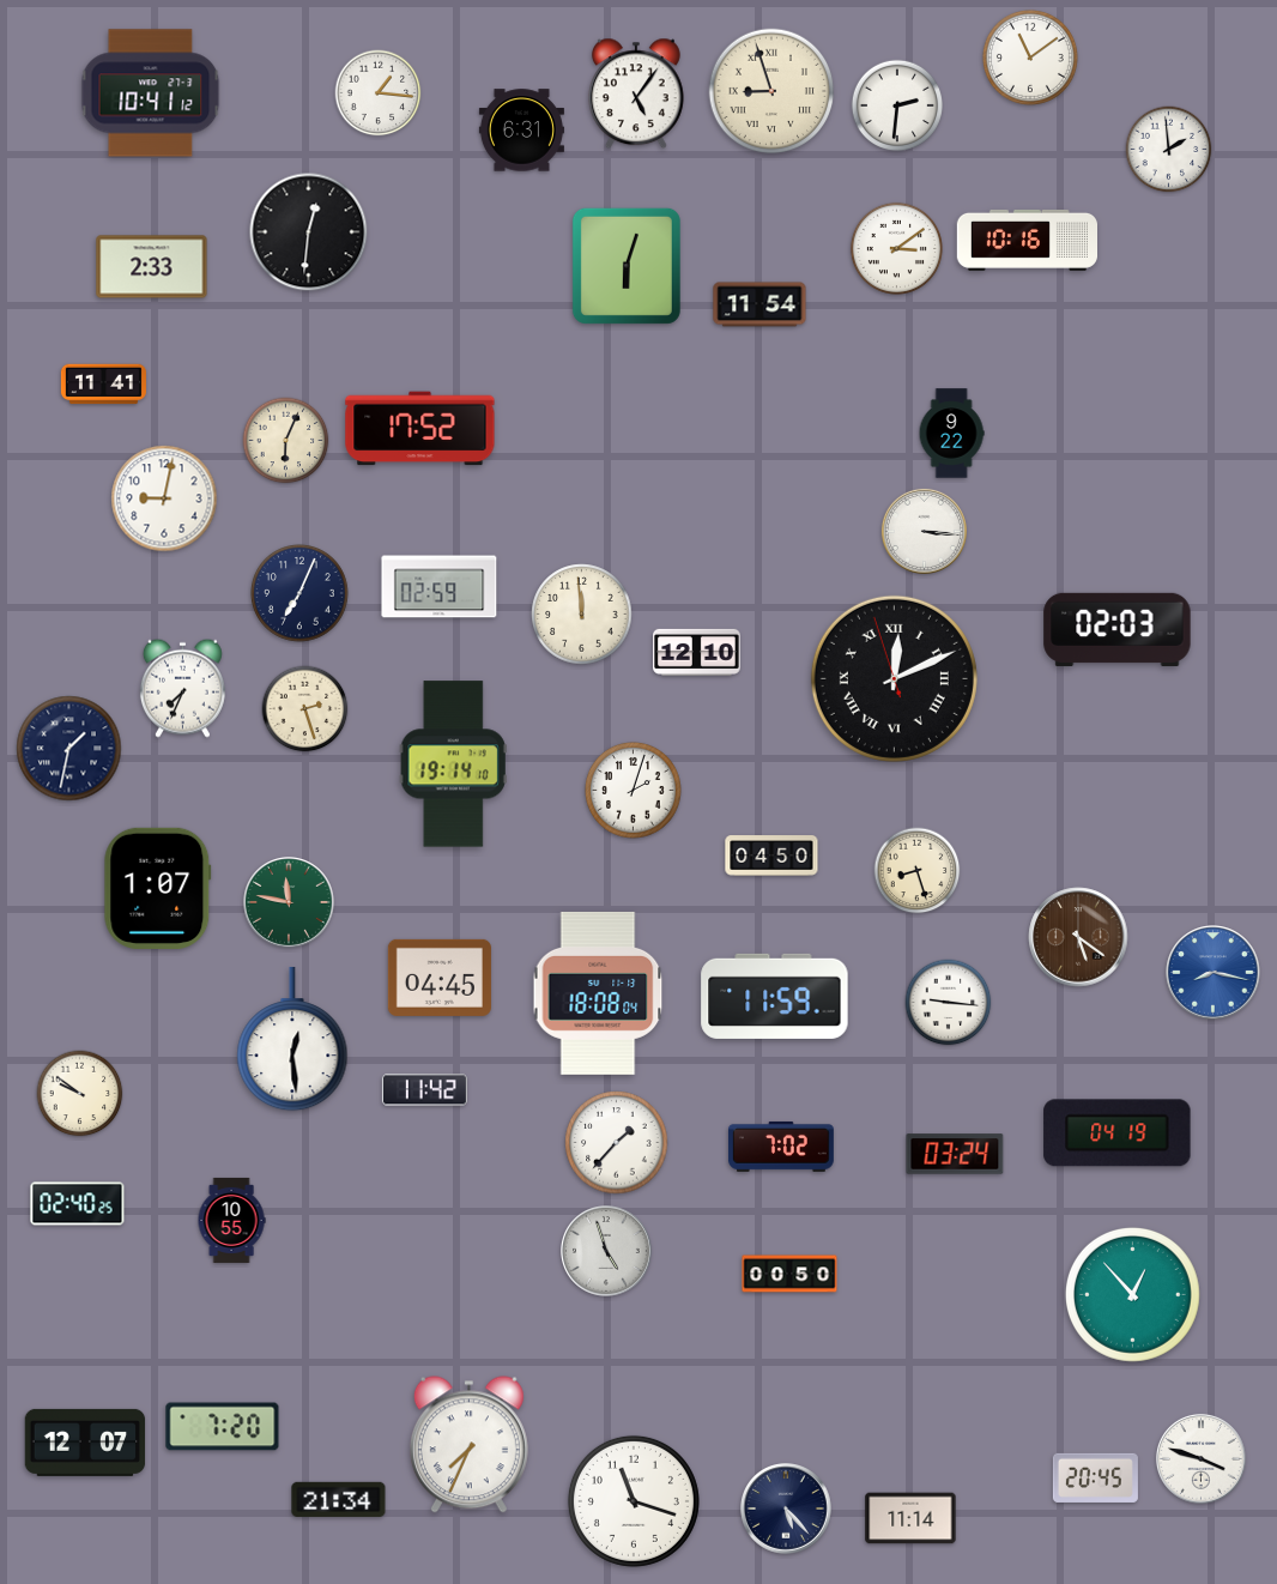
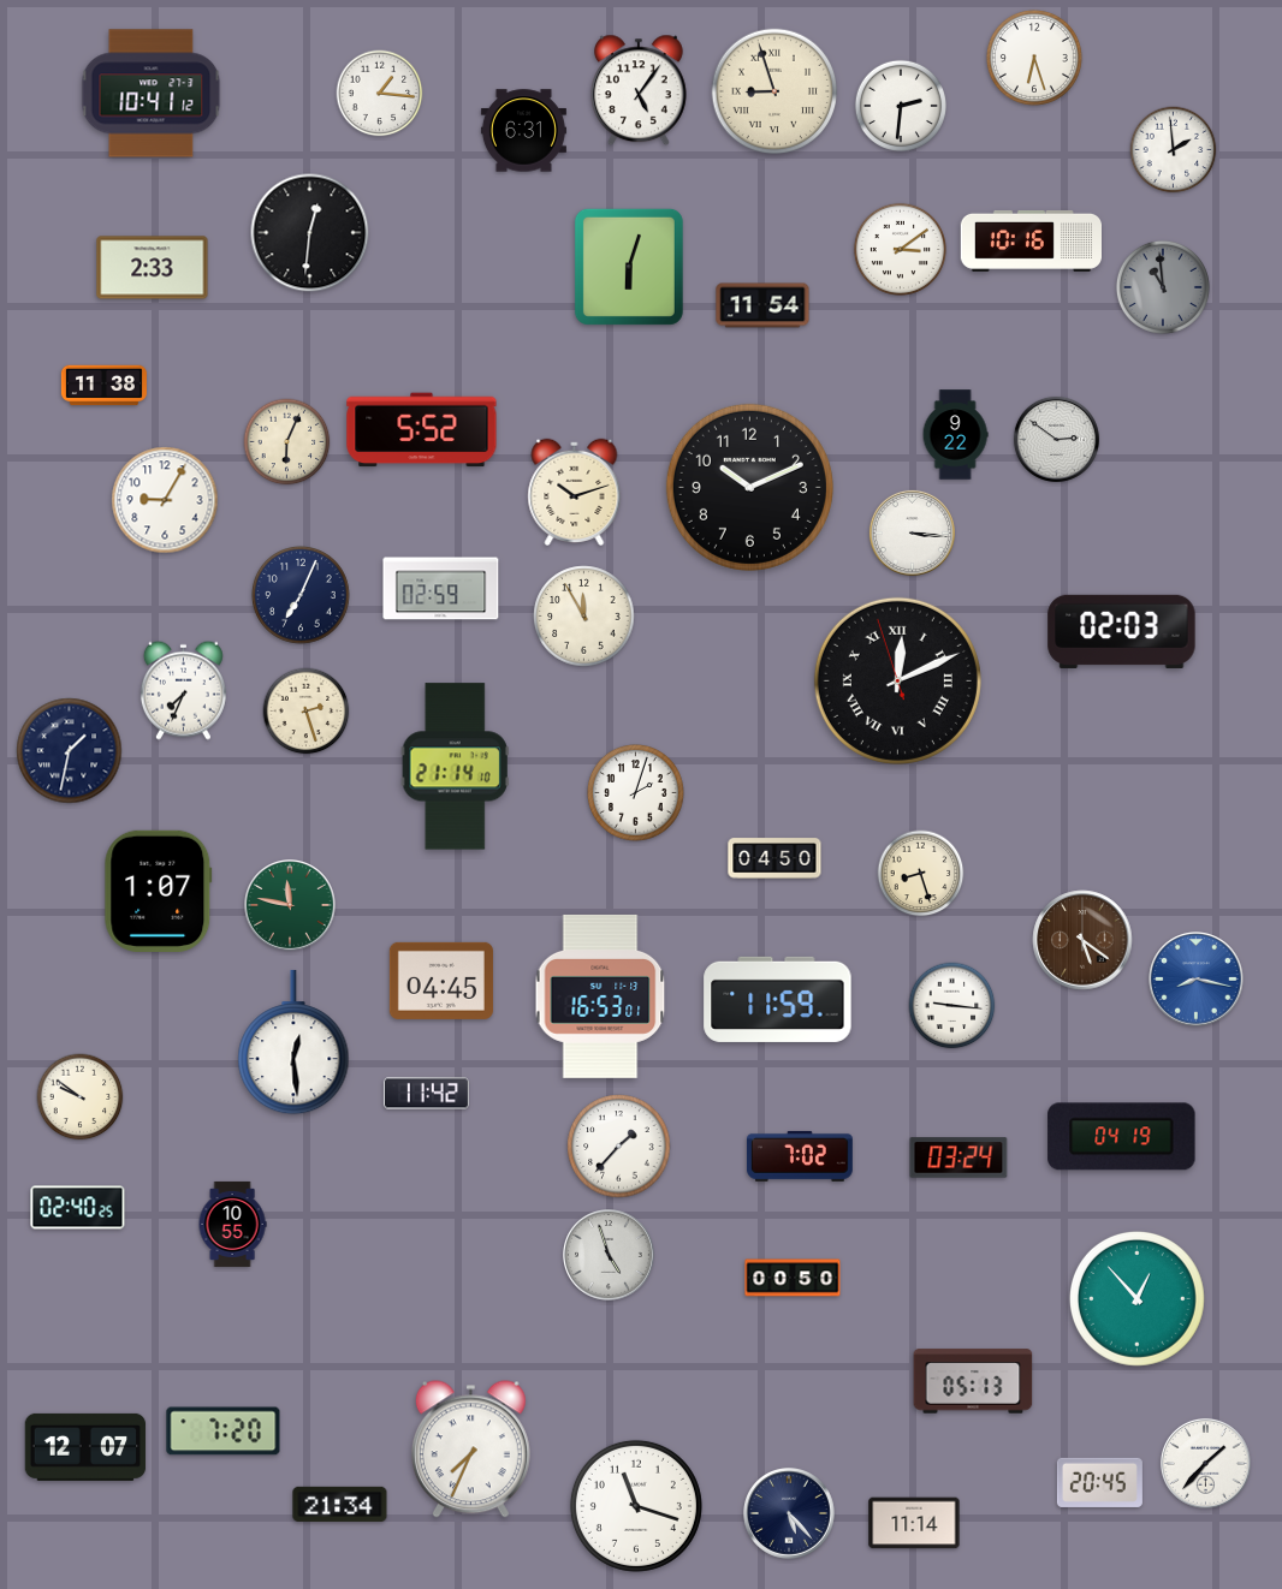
clock at (1030, 58): 11:09 -> 6:27
clock at (636, 93) position: (636, 93) -> (639, 90)
clock at (1163, 287): none -> 10:59
clock at (103, 385): 11:41 -> 11:38
clock at (420, 429): 17:52 -> 5:52
clock at (1056, 439): none -> 2:51
clock at (749, 487): none -> 10:11
clock at (575, 492): none -> 10:12
clock at (164, 498): 9:02 -> 9:05
clock at (924, 531) position: (924, 531) -> (912, 532)
clock at (582, 615): 11:59 -> 11:55
clock at (697, 652): 12:10 -> none
clock at (453, 764): 19:14 -> 21:14
clock at (1214, 973) position: (1214, 973) -> (1197, 980)
clock at (598, 993): 18:08 -> 16:53
clock at (781, 1147) position: (781, 1147) -> (800, 1156)
clock at (973, 1381): none -> 05:13
clock at (1200, 1458): 3:48 -> 1:37
